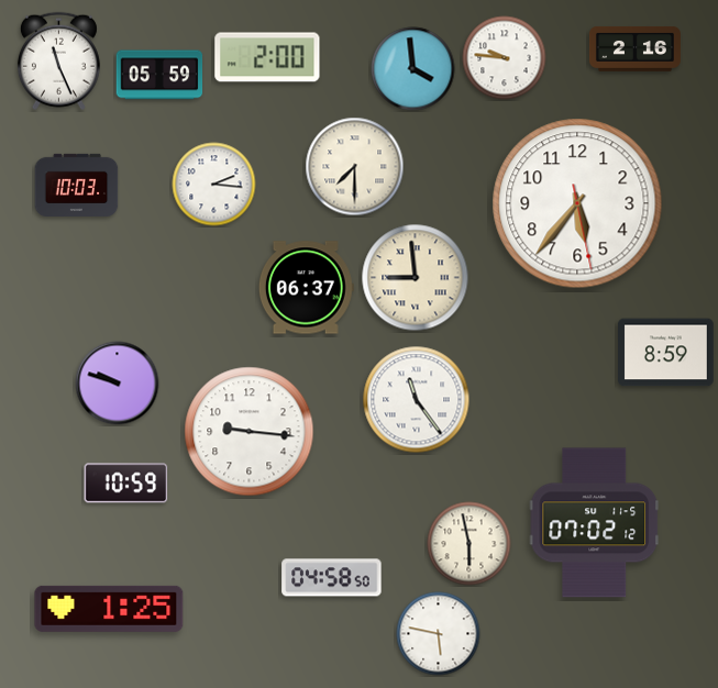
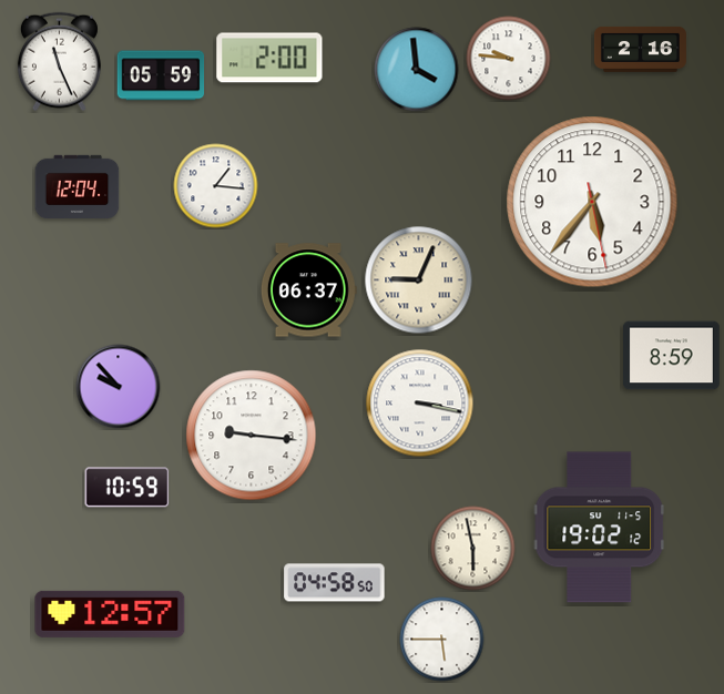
clock at (355, 167): 7:30 -> none
clock at (77, 185): 10:03 -> 12:04
clock at (214, 185): 2:16 -> 1:16
clock at (577, 203) position: (577, 203) -> (592, 202)
clock at (416, 278): 8:59 -> 9:04
clock at (118, 384): 9:48 -> 9:53
clock at (417, 400): 11:24 -> 3:17
clock at (595, 523): 07:02 -> 19:02
clock at (109, 609): 1:25 -> 12:57
clock at (439, 634): 5:47 -> 5:45
